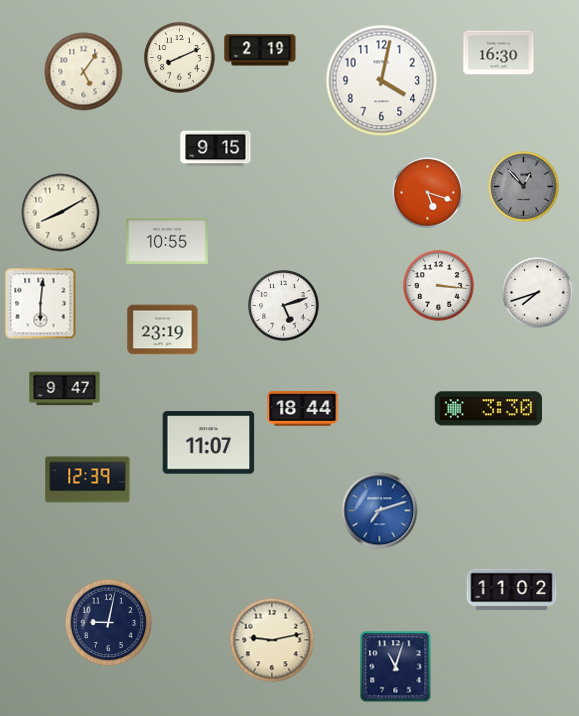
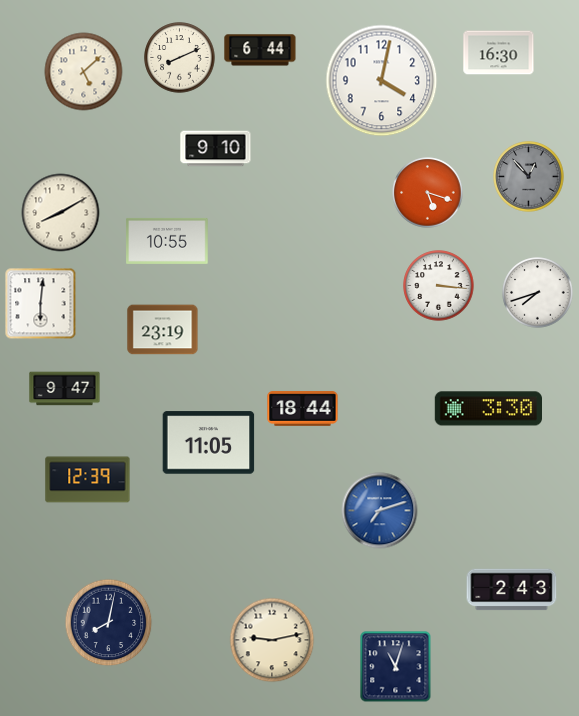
clock at (260, 50): 2:19 -> 6:44
clock at (84, 72): 5:06 -> 5:08
clock at (216, 149): 9:15 -> 9:10
clock at (524, 187) position: (524, 187) -> (529, 177)
clock at (284, 306): 5:12 -> none
clock at (209, 443): 11:07 -> 11:05
clock at (512, 590): 11:02 -> 2:43
clock at (109, 623): 9:02 -> 8:02
